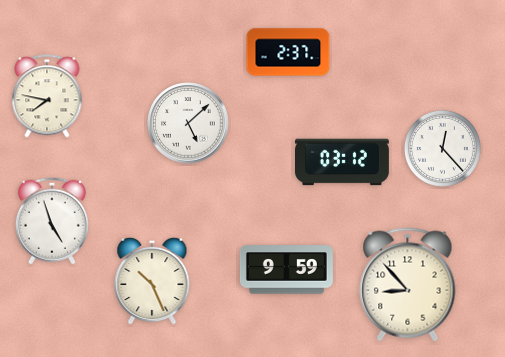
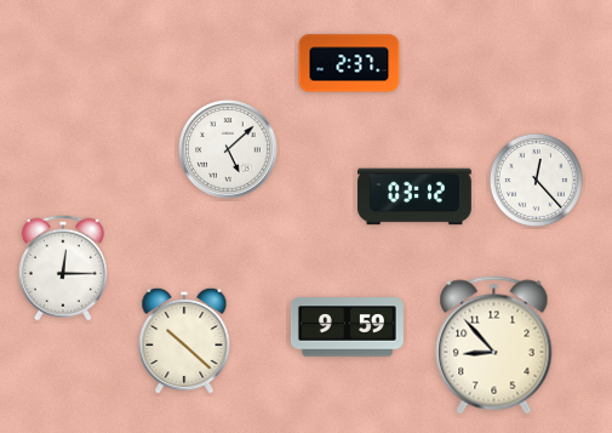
clock at (47, 96): 7:47 -> none
clock at (52, 221): 4:57 -> 12:15
clock at (152, 281): 10:26 -> 10:22
